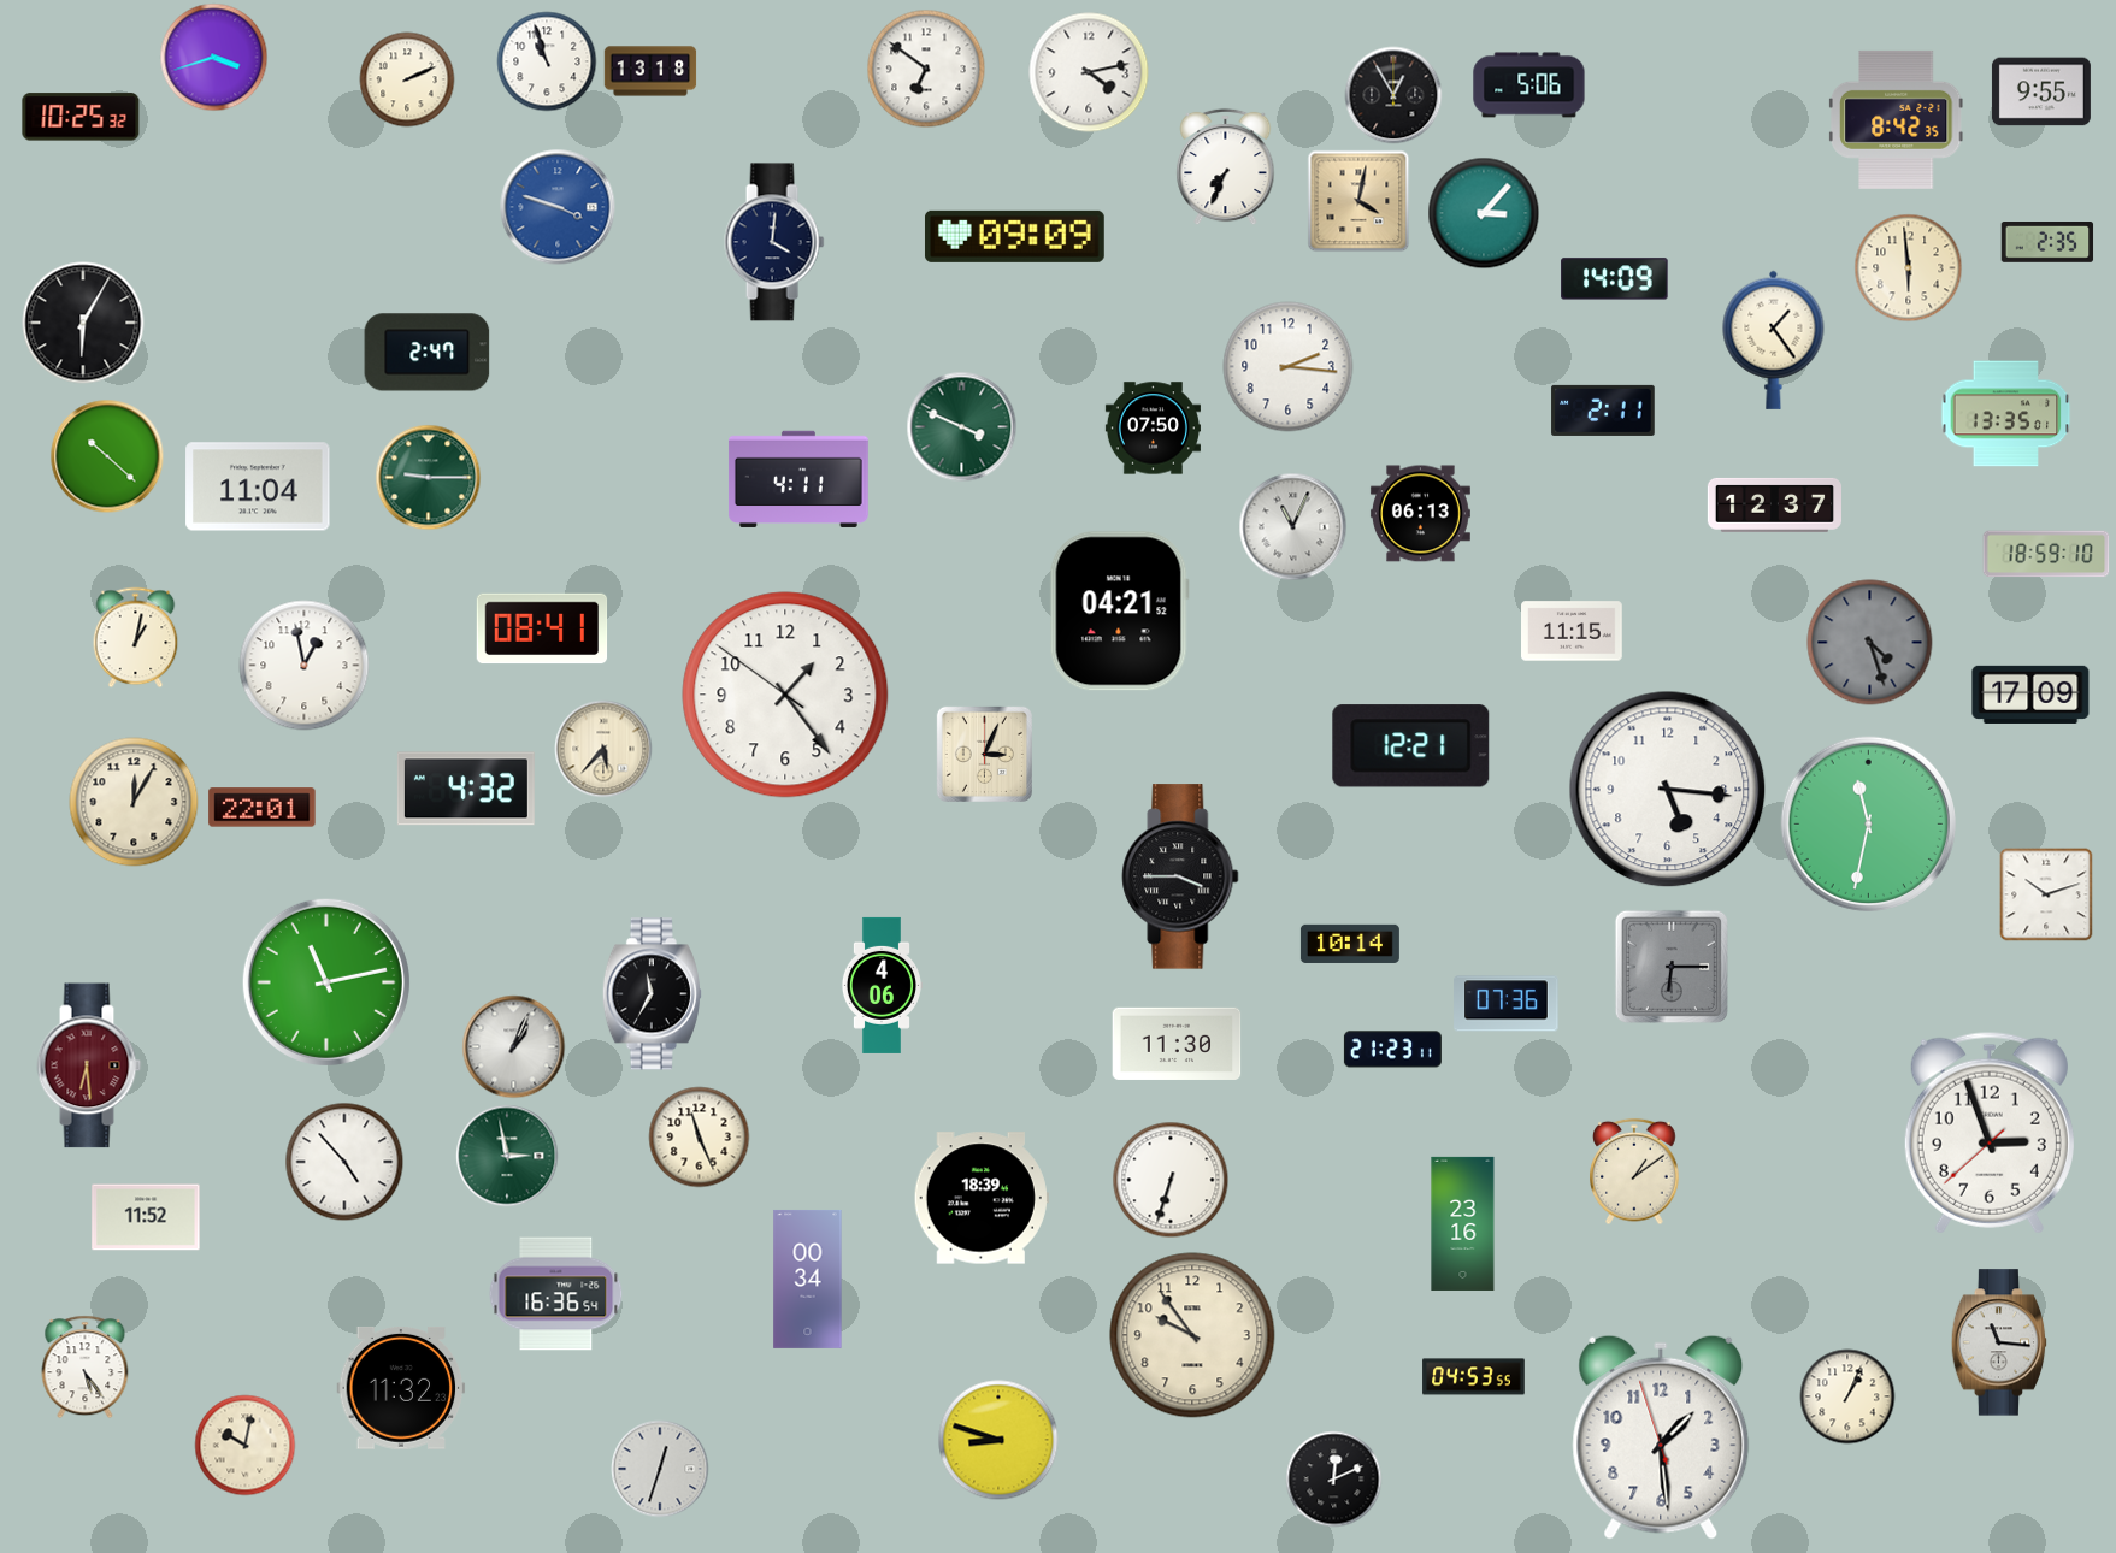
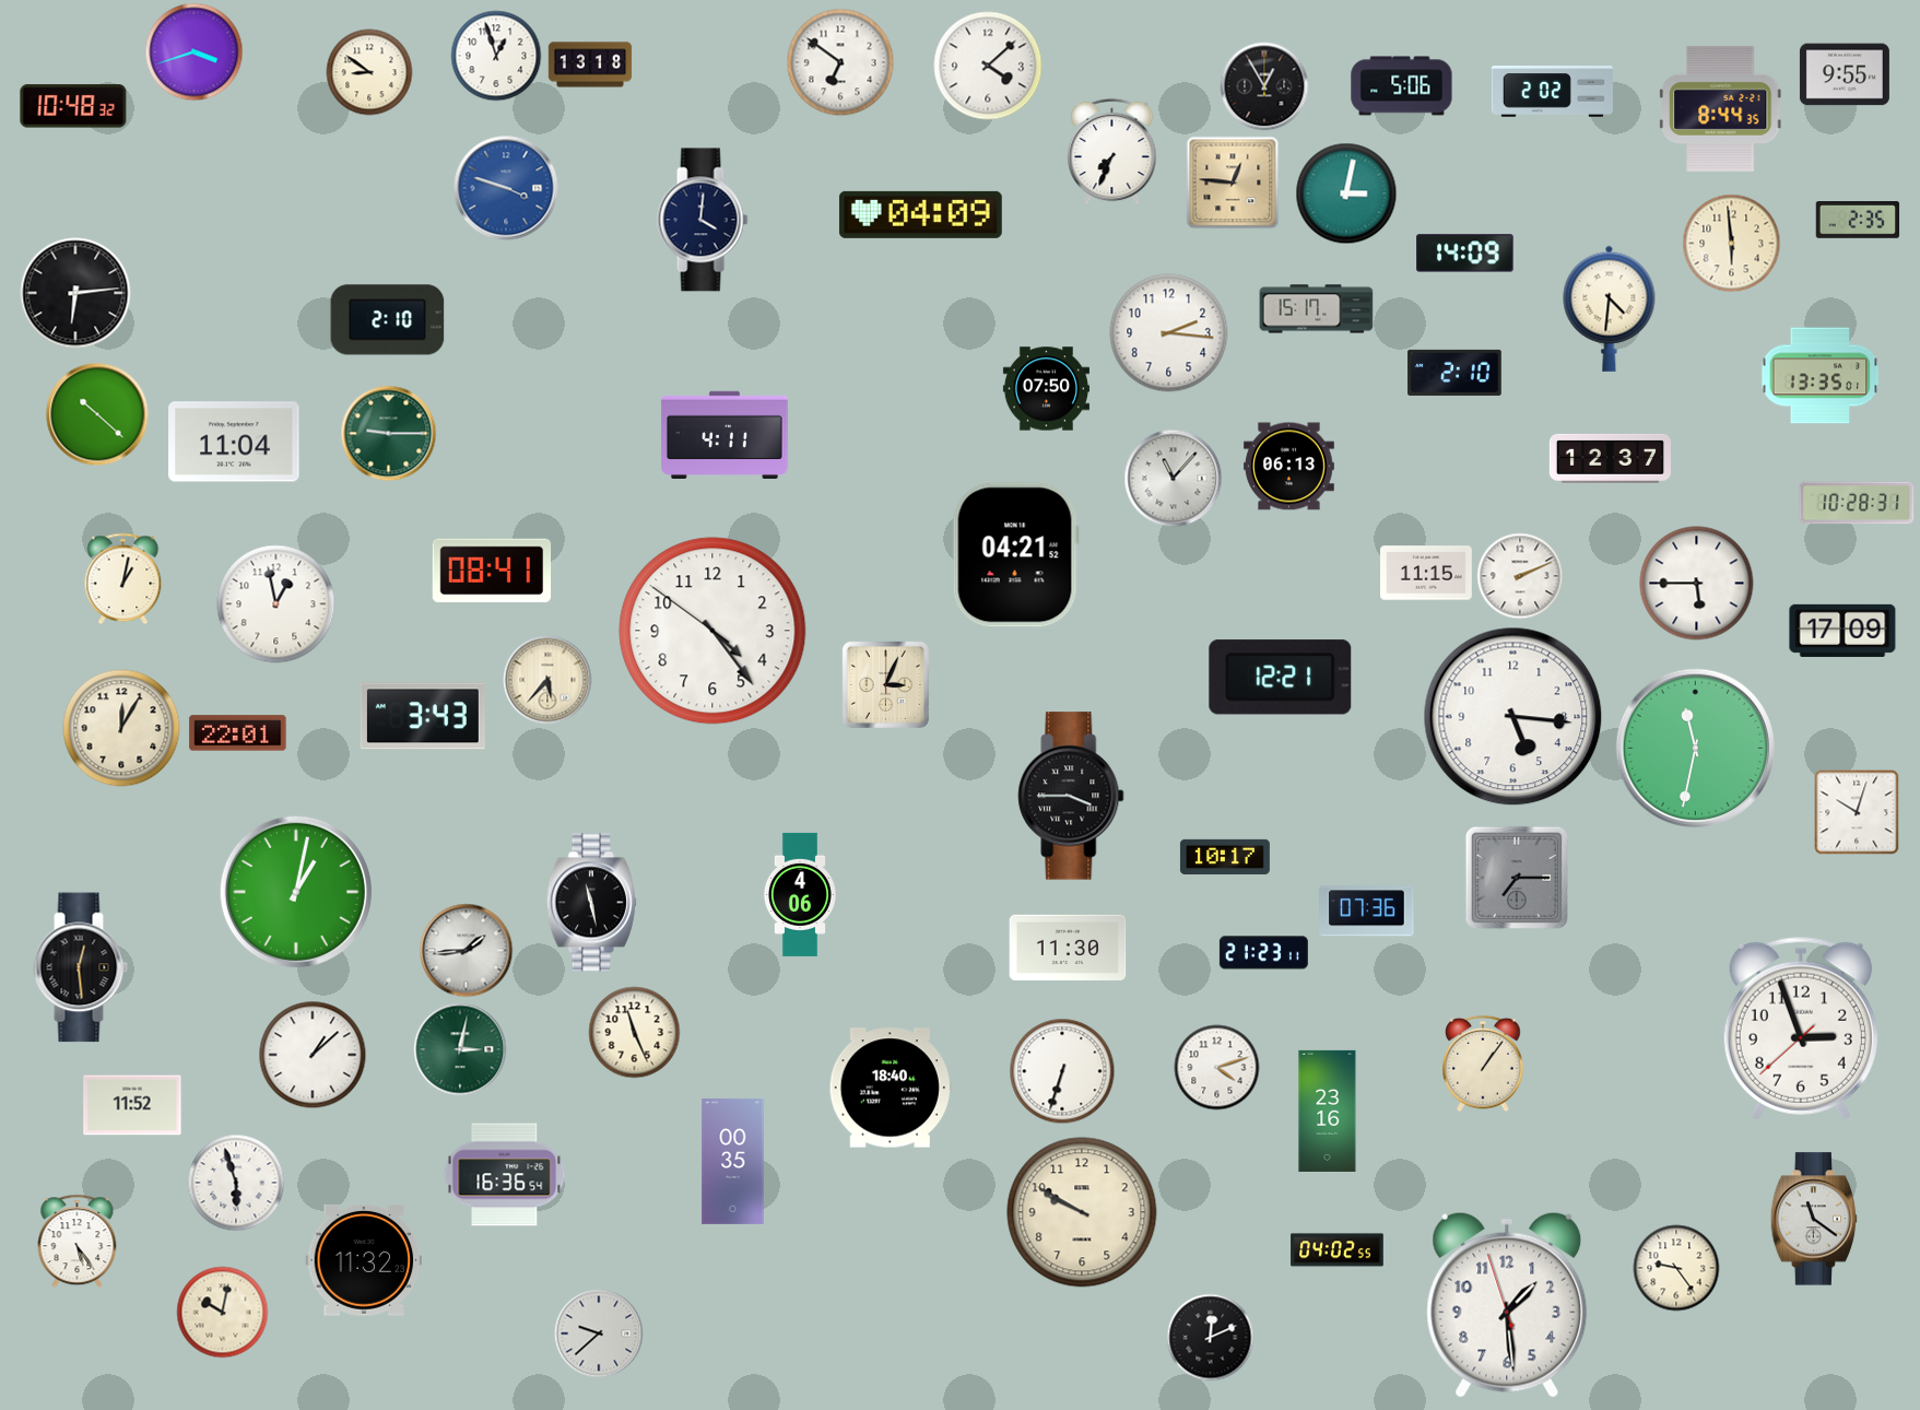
clock at (547, 61): 10:57 -> 12:57
clock at (1089, 72): 4:13 -> 4:08
clock at (407, 79): 2:11 -> 8:51
clock at (1529, 85) position: (1529, 85) -> (1402, 86)
clock at (2041, 91) position: (2041, 91) -> (1845, 74)
clock at (1552, 92): none -> 2:02
clock at (81, 117): 10:25 -> 10:48
clock at (1896, 119): 8:42 -> 8:44
clock at (1358, 201): 4:02 -> 12:46
clock at (1484, 213): 3:07 -> 3:02
clock at (1014, 236): 09:09 -> 04:09
clock at (83, 323): 6:05 -> 6:14
clock at (1774, 339): 1:24 -> 4:31
clock at (1317, 309): none -> 15:17
clock at (428, 353): 2:47 -> 2:10
clock at (1603, 411): 2:11 -> 2:10
clock at (962, 427): 3:49 -> none
clock at (1293, 527): 11:04 -> 11:07
clock at (2046, 554): 18:59 -> 10:28
clock at (1520, 576): none -> 2:11
clock at (1870, 643): 4:27 -> 5:45
clock at (1870, 643) dial: grey -> white
clock at (785, 695): 1:23 -> 4:23
clock at (984, 754) position: (984, 754) -> (885, 684)
clock at (466, 789): 4:32 -> 3:43
clock at (2046, 894): 10:12 -> 10:03
clock at (1350, 944): 10:14 -> 10:17
clock at (1672, 967): 6:15 -> 7:15
clock at (326, 982): 11:13 -> 1:02
clock at (652, 994): 11:35 -> 11:28
clock at (514, 1047): 1:04 -> 1:44
clock at (89, 1065): 6:29 -> 12:29
clock at (89, 1065) dial: burgundy -> black
clock at (1990, 1133) position: (1990, 1133) -> (1801, 1029)
clock at (507, 1156): 2:58 -> 3:02
clock at (344, 1162): 4:53 -> 1:08
clock at (1634, 1171): 1:09 -> 1:06
clock at (1217, 1068): none -> 4:12
clock at (982, 1198): 18:39 -> 18:40
clock at (808, 1279): 00:34 -> 00:35
clock at (236, 1183): none -> 5:57
clock at (1192, 1335): 9:54 -> 9:50
clock at (1999, 1342): 11:16 -> 11:21
clock at (1474, 1377): 04:53 -> 04:02
clock at (1847, 1396): 1:04 -> 9:24
clock at (998, 1440): 8:48 -> none
clock at (660, 1469): 12:33 -> 9:38
clock at (1334, 1480) position: (1334, 1480) -> (1211, 1338)
